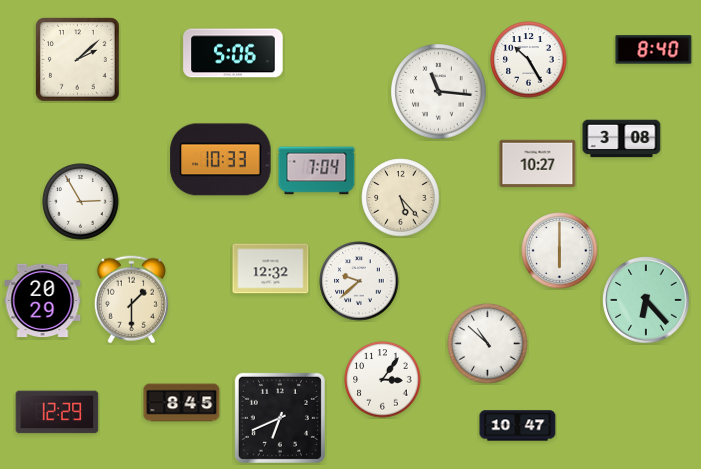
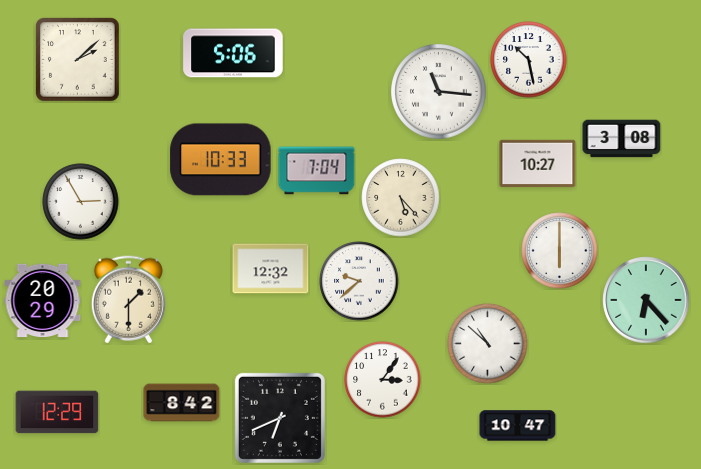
clock at (654, 50): 8:40 -> none
clock at (529, 60): 10:25 -> 10:28
clock at (131, 300) position: (131, 300) -> (128, 300)
clock at (182, 403): 8:45 -> 8:42
